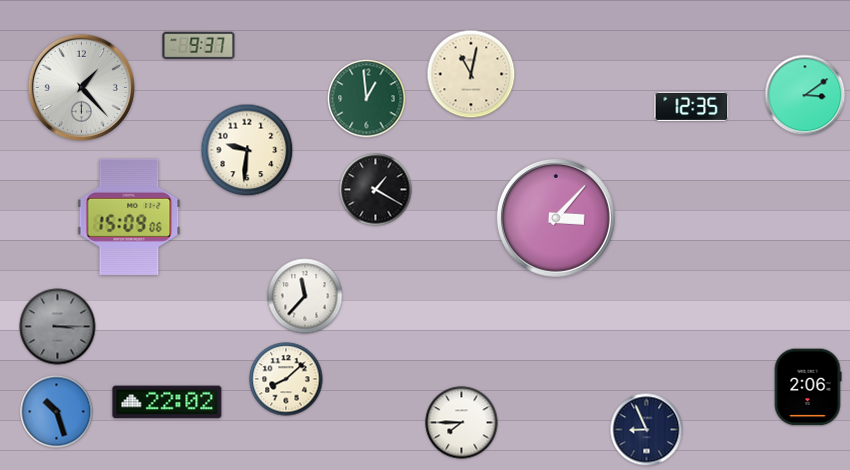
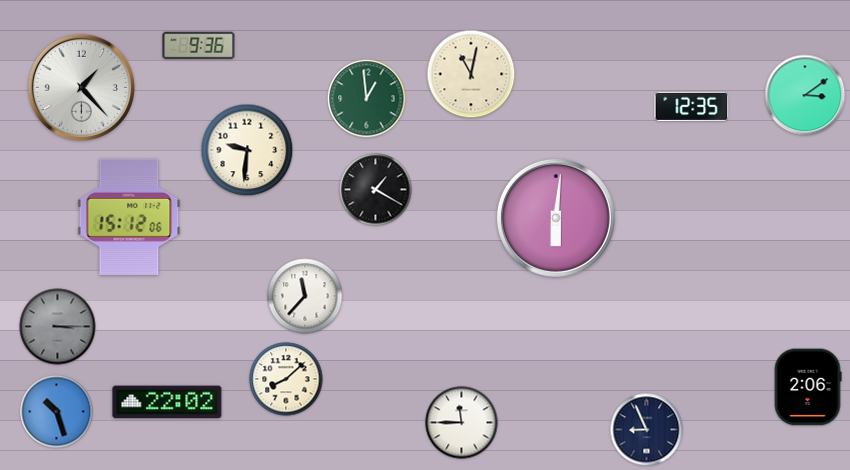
clock at (199, 46): 9:37 -> 9:36
clock at (129, 217): 15:09 -> 15:12
clock at (556, 218): 3:07 -> 6:01
clock at (462, 423): 7:45 -> 11:45
